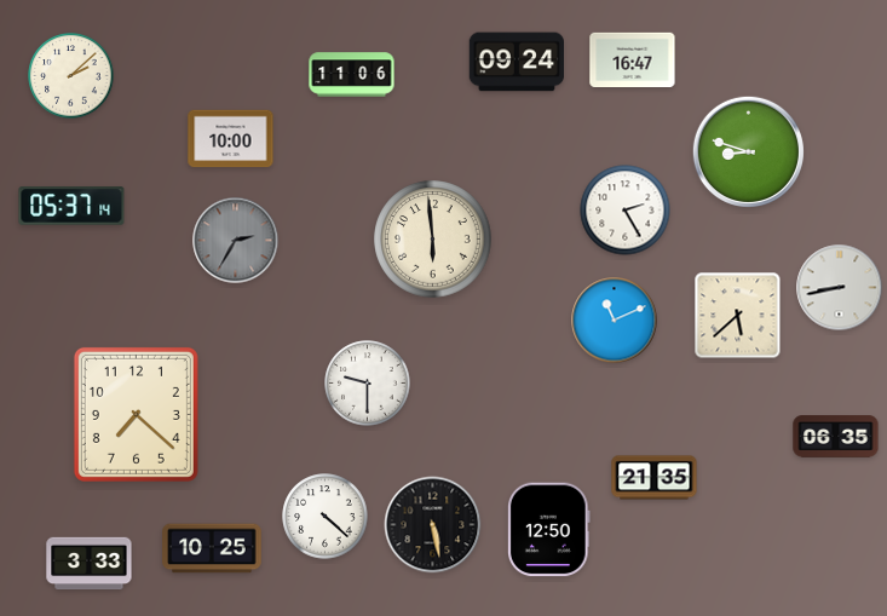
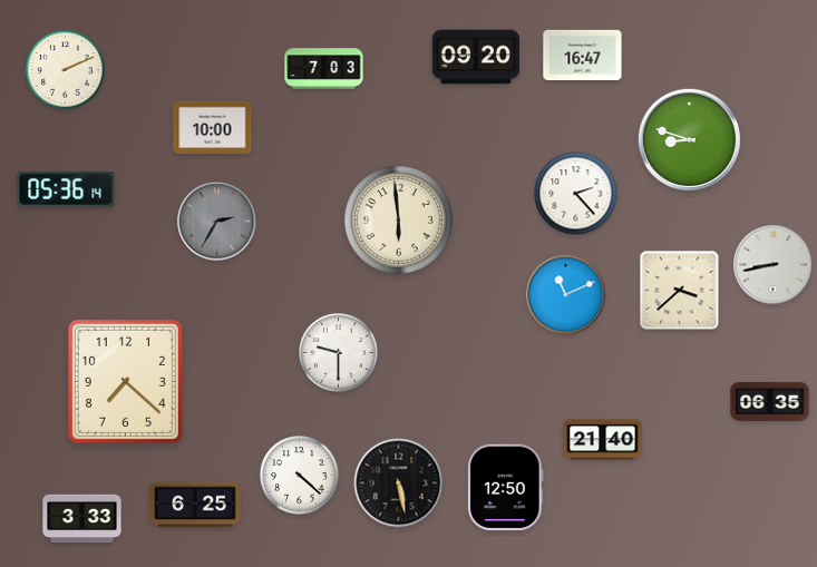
clock at (516, 62): 09:24 -> 09:20
clock at (352, 75): 11:06 -> 7:03
clock at (71, 76): 2:08 -> 2:11
clock at (71, 206): 05:37 -> 05:36
clock at (626, 211): 2:25 -> 2:23
clock at (738, 316): 5:38 -> 3:38
clock at (655, 478): 21:35 -> 21:40
clock at (212, 548): 10:25 -> 6:25
